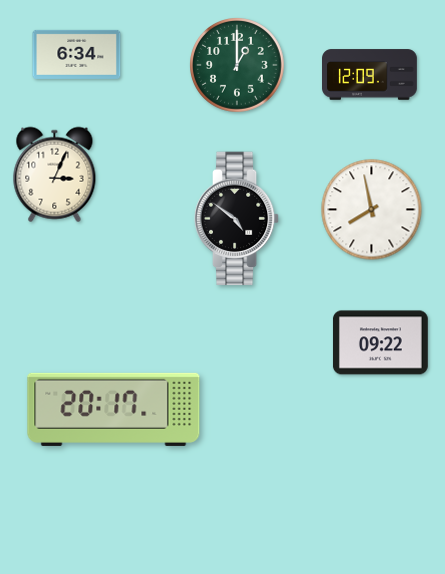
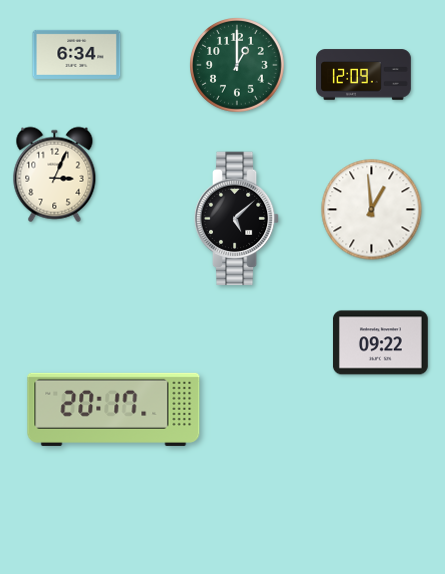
clock at (370, 75) position: (370, 75) -> (364, 75)
clock at (372, 210): 7:58 -> 12:59
clock at (237, 219): 4:51 -> 5:08
